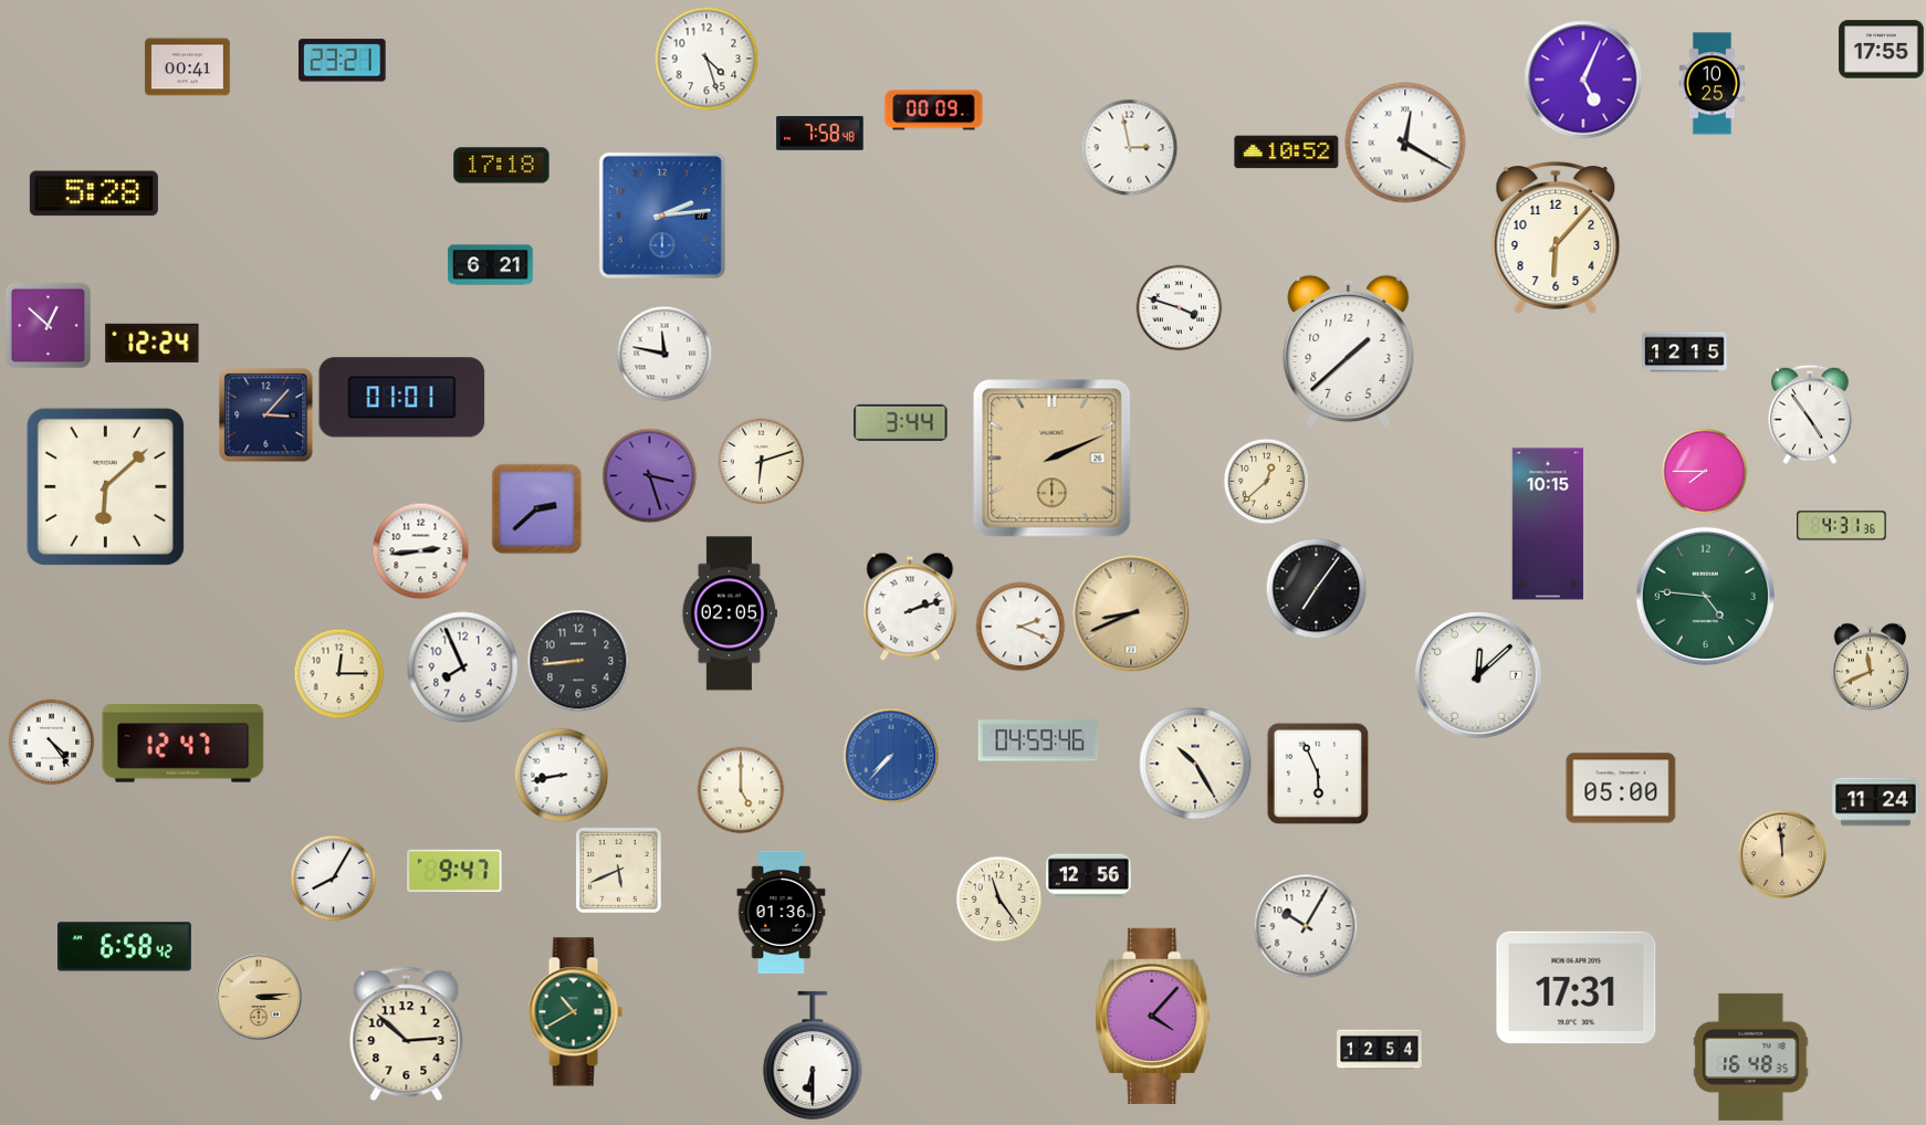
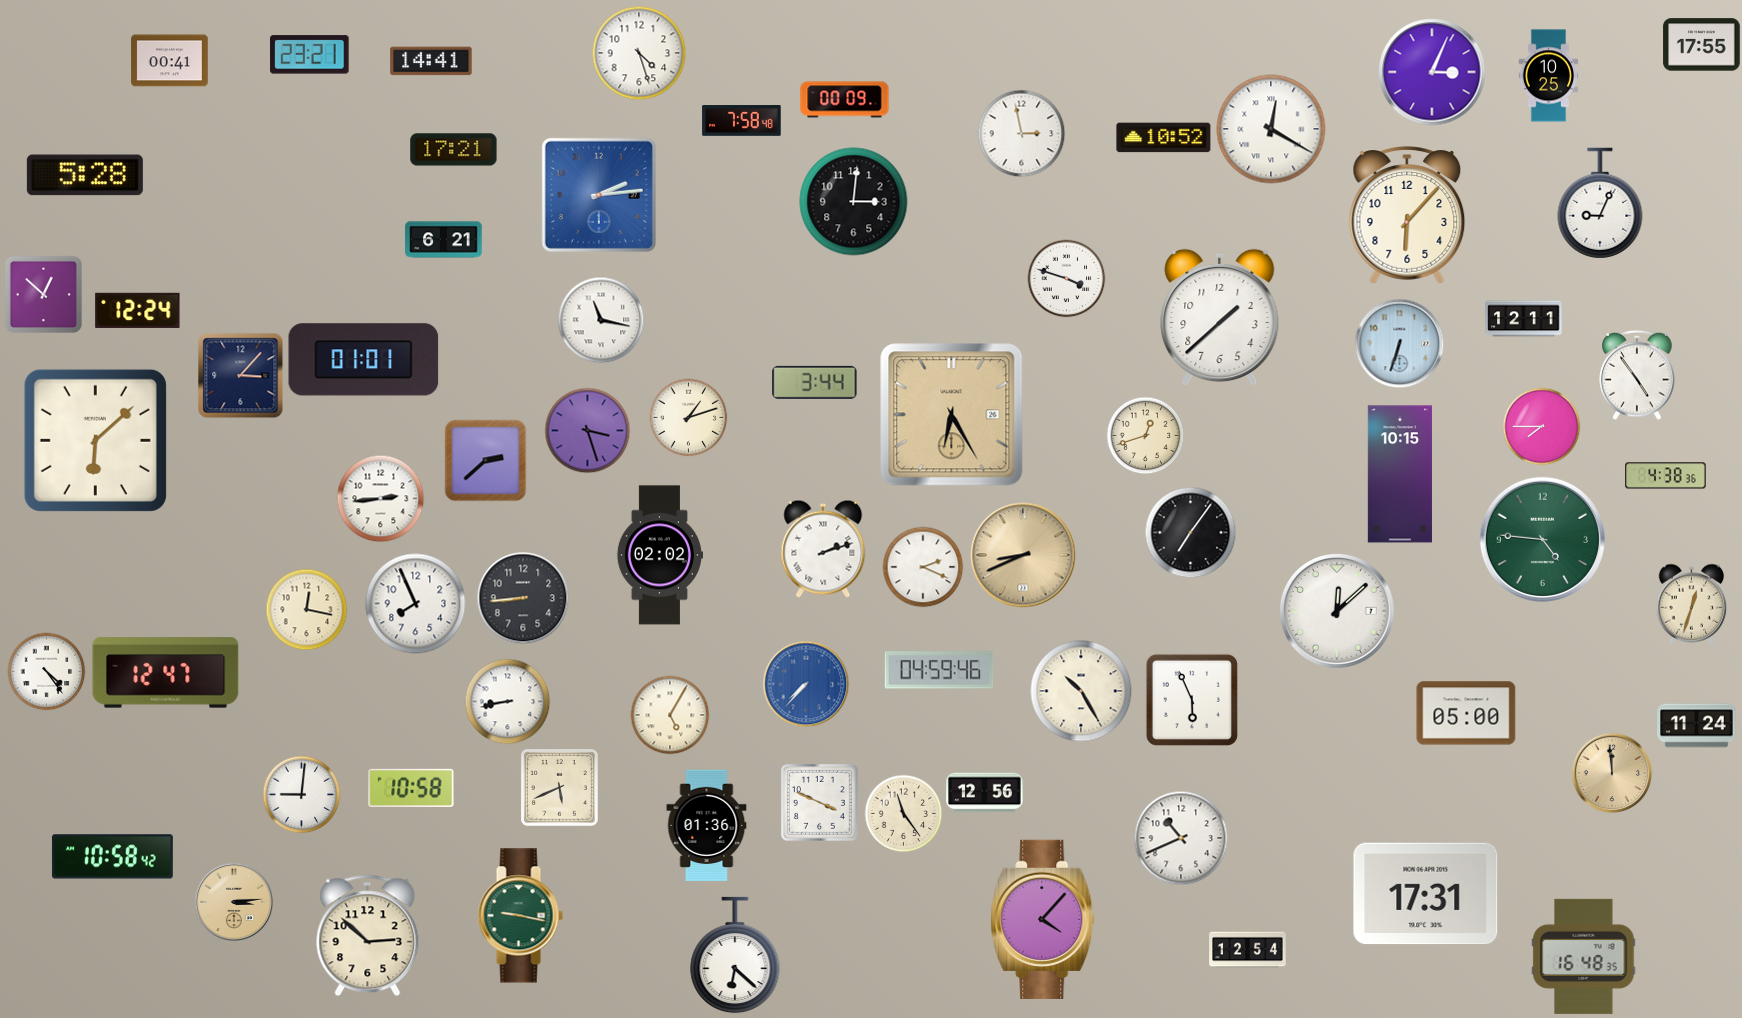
clock at (431, 61): none -> 14:41
clock at (1583, 80): 5:04 -> 3:04
clock at (502, 166): 17:18 -> 17:21
clock at (854, 202): none -> 3:01
clock at (1600, 203): none -> 9:04
clock at (1685, 353): 12:15 -> 12:11
clock at (664, 354): 11:47 -> 11:17
clock at (1399, 343): none -> 6:33
clock at (1053, 459): 2:11 -> 6:25
clock at (761, 461): 6:12 -> 1:12
clock at (1266, 481): 12:38 -> 12:42
clock at (1842, 526): 4:31 -> 4:38
clock at (729, 613): 02:05 -> 02:02
clock at (463, 667) position: (463, 667) -> (416, 604)
clock at (1871, 667): 11:41 -> 12:33
clock at (338, 673): 12:15 -> 12:17
clock at (741, 790): 5:00 -> 5:05
clock at (454, 871): 9:47 -> 10:58
clock at (333, 877): 8:05 -> 9:01
clock at (819, 802): none -> 3:49
clock at (1306, 926): 10:05 -> 10:41
clock at (124, 947): 6:58 -> 10:58
clock at (575, 1012): 10:40 -> 9:17
clock at (813, 1055): 6:30 -> 6:22
